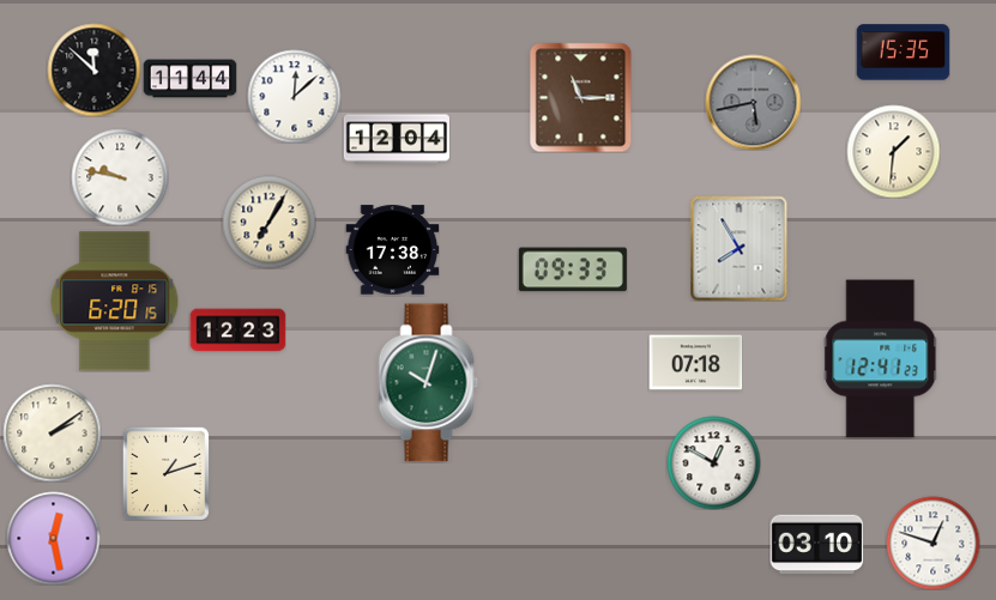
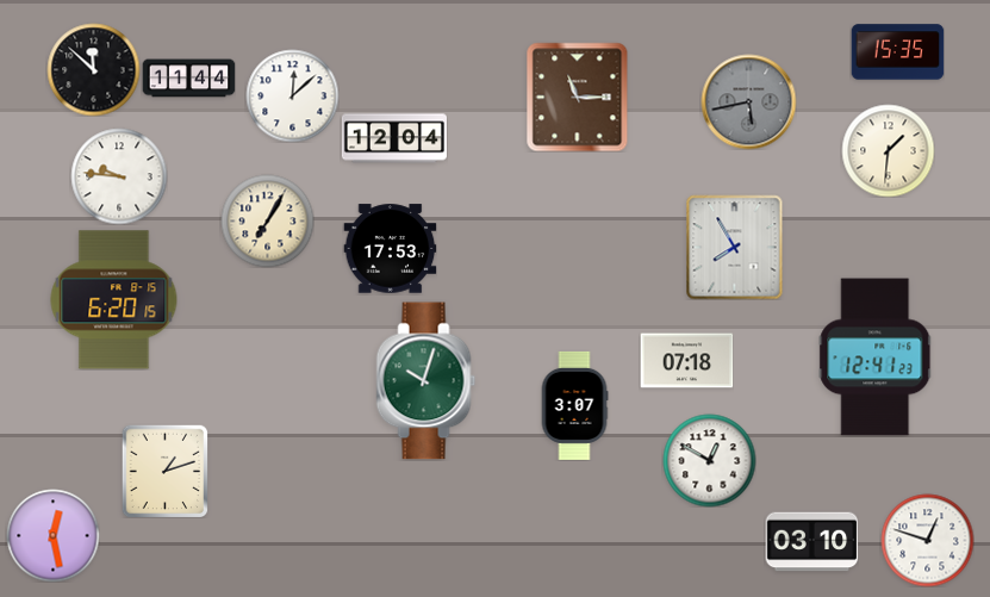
clock at (120, 177): 9:47 -> 9:46
clock at (392, 250): 17:38 -> 17:53
clock at (573, 269): 09:33 -> none
clock at (237, 331): 12:23 -> none
clock at (695, 363) position: (695, 363) -> (686, 361)
clock at (574, 405): none -> 3:07
clock at (52, 432): 2:09 -> none
